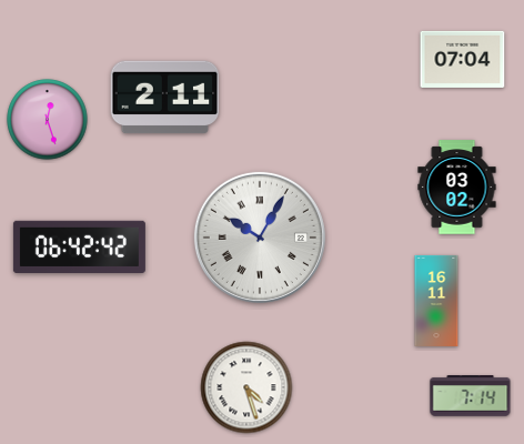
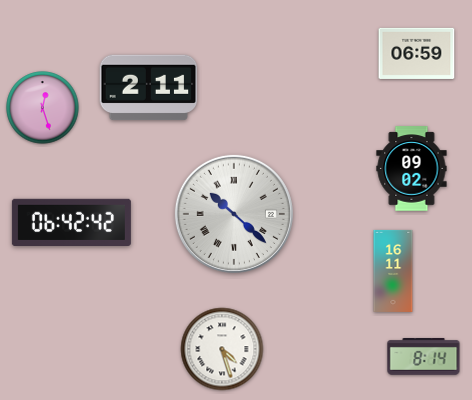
clock at (463, 59): 07:04 -> 06:59
clock at (457, 188): 03:02 -> 09:02
clock at (260, 238): 10:05 -> 10:22
clock at (471, 396): 7:14 -> 8:14
